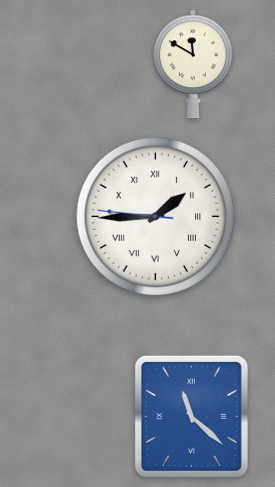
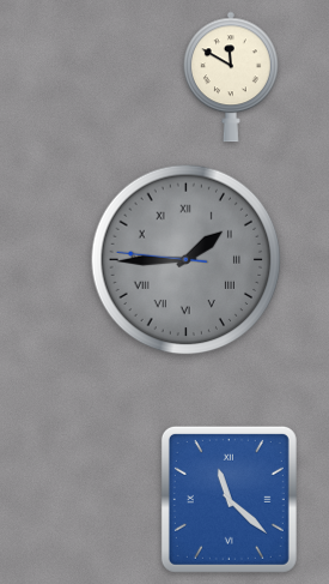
clock at (156, 217) dial: white -> grey
